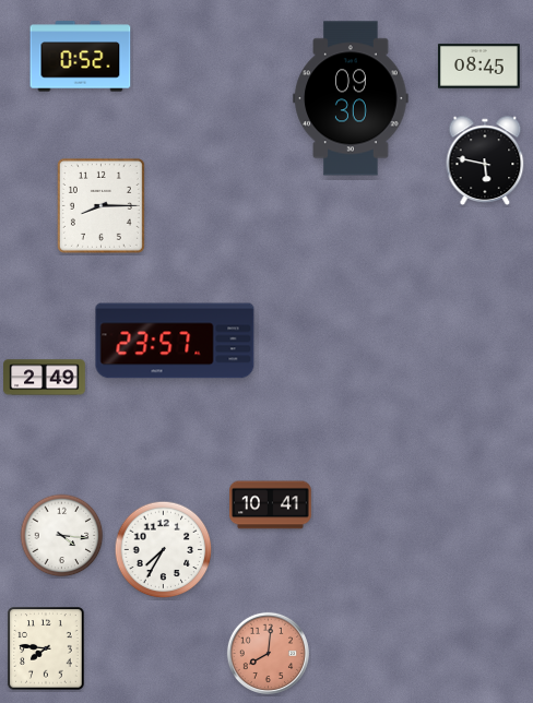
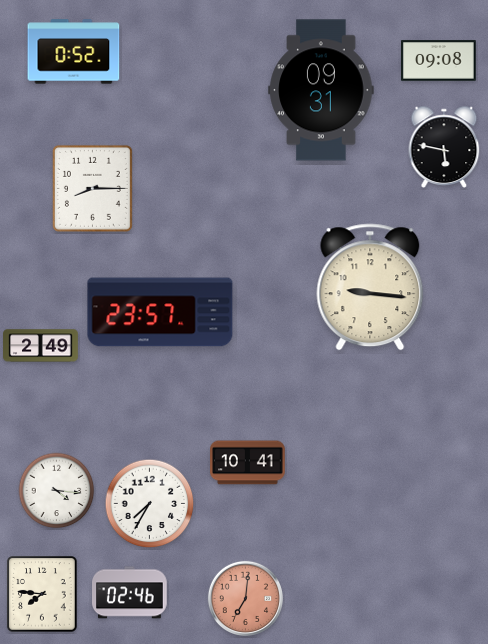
clock at (479, 67): 08:45 -> 09:08
clock at (351, 98): 09:30 -> 09:31
clock at (370, 287): none -> 9:16
clock at (130, 593): none -> 02:46
clock at (268, 653): 8:01 -> 7:01
